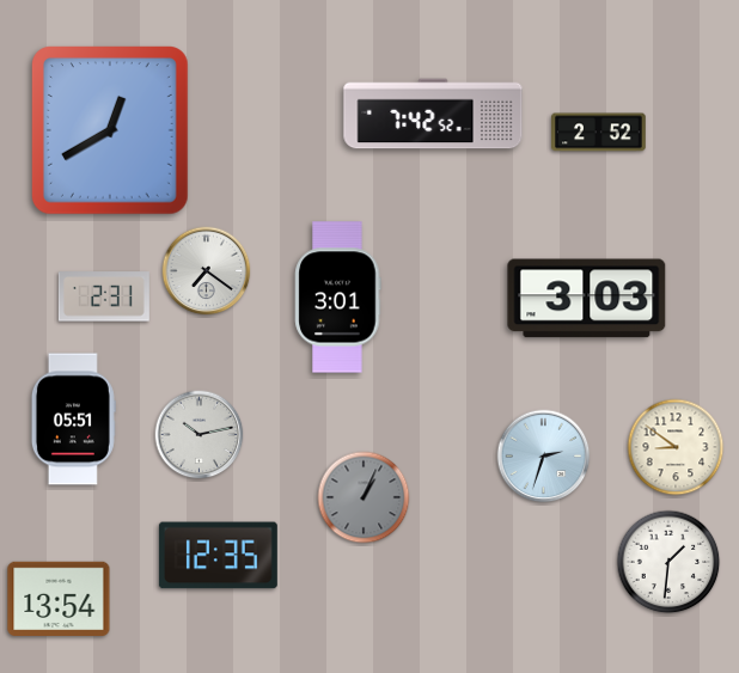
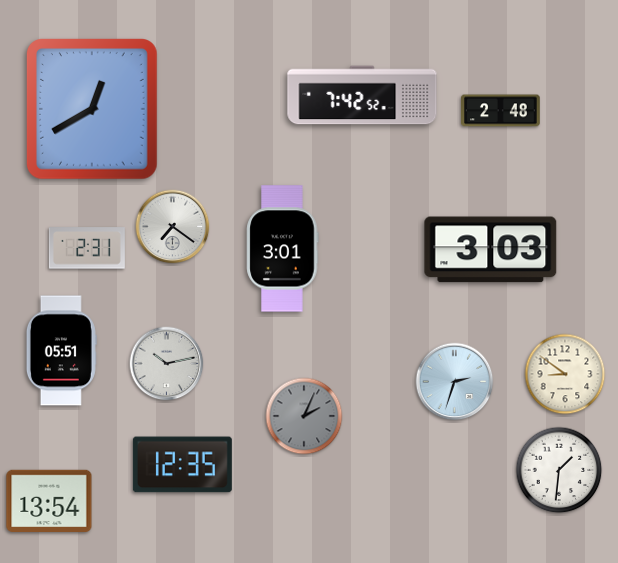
clock at (599, 133): 2:52 -> 2:48
clock at (364, 497): 1:04 -> 2:04
